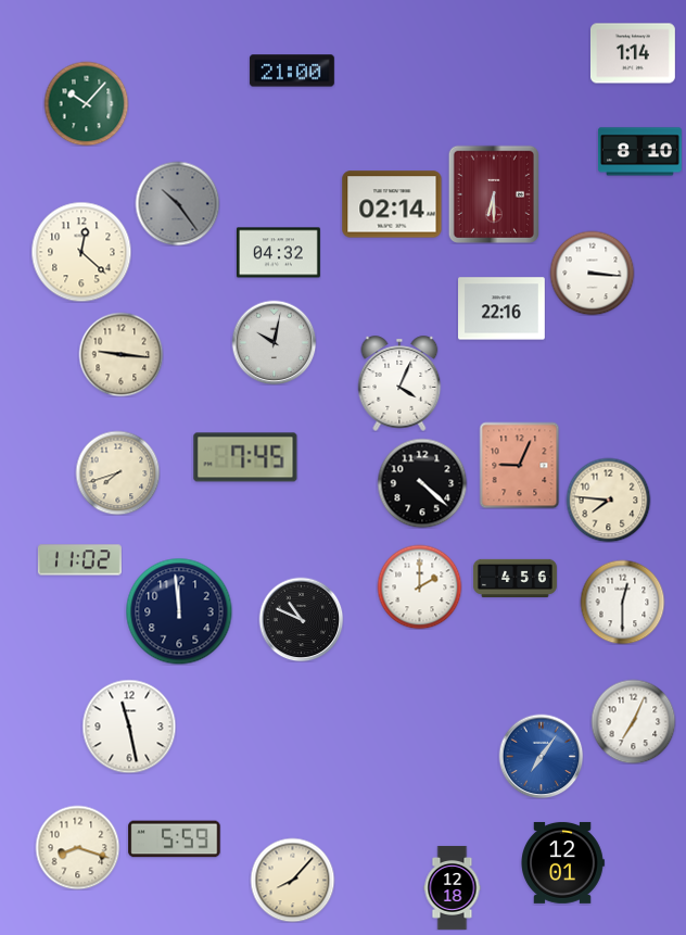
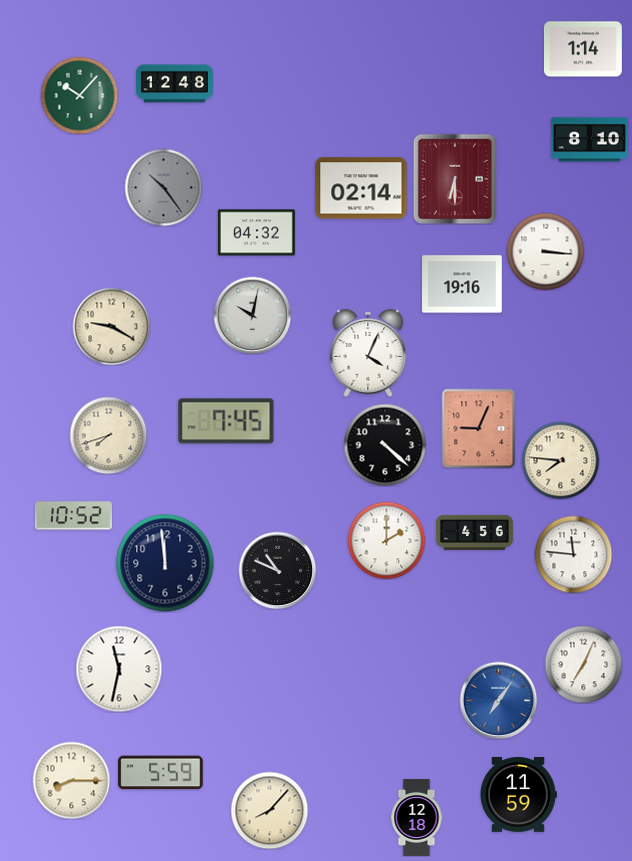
clock at (292, 71): 21:00 -> none
clock at (174, 84): none -> 12:48
clock at (81, 252): 12:22 -> none
clock at (503, 308): 22:16 -> 19:16
clock at (120, 354): 9:16 -> 9:20
clock at (422, 483) position: (422, 483) -> (385, 445)
clock at (79, 560): 11:02 -> 10:52
clock at (622, 602): 12:30 -> 11:46
clock at (129, 726): 11:28 -> 11:32
clock at (541, 756) position: (541, 756) -> (498, 700)
clock at (77, 847): 8:18 -> 8:15
clock at (562, 862): 12:01 -> 11:59
